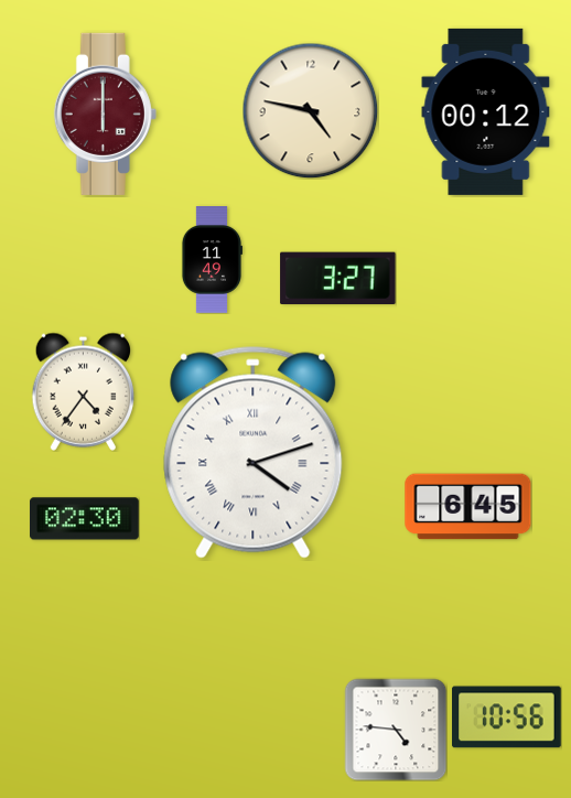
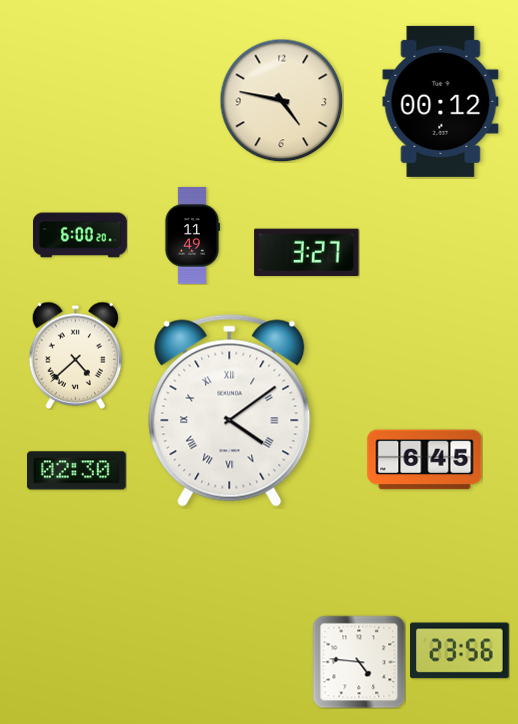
clock at (105, 114): 6:00 -> none
clock at (80, 235): none -> 6:00
clock at (83, 391): 4:36 -> 4:38
clock at (254, 452): 4:12 -> 4:09
clock at (507, 718): 10:56 -> 23:56
